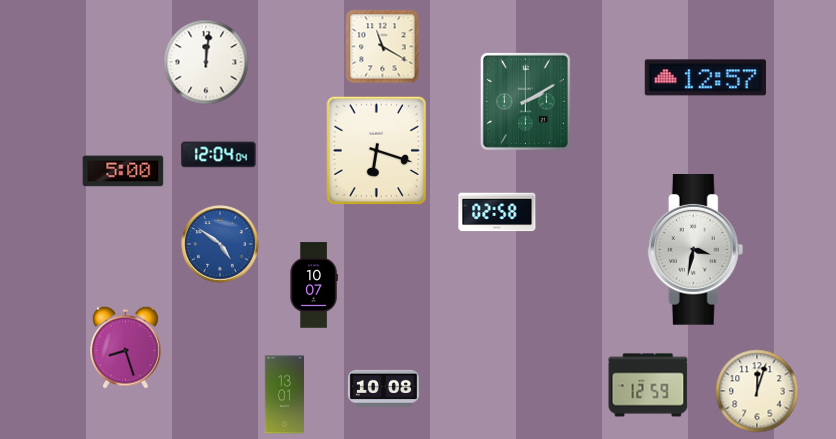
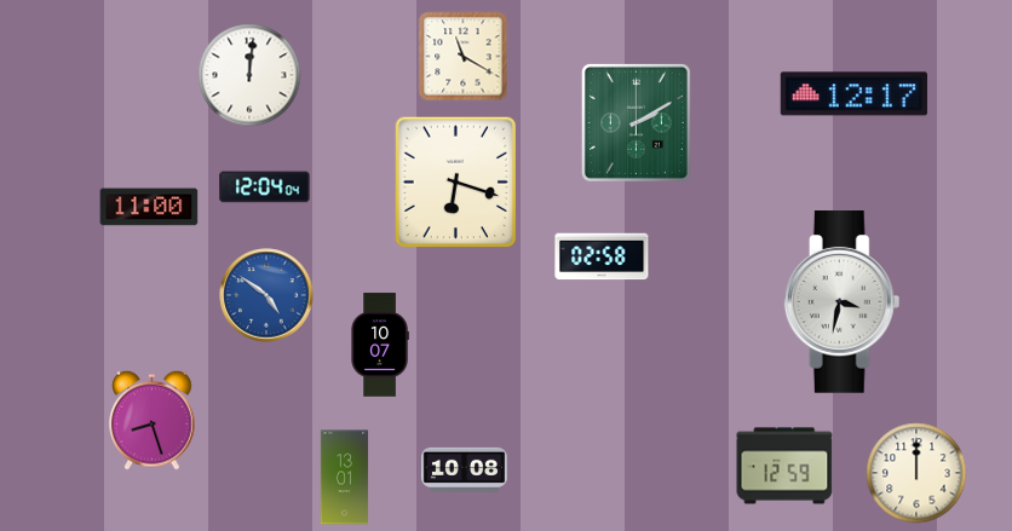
clock at (705, 78): 12:57 -> 12:17
clock at (123, 171): 5:00 -> 11:00
clock at (757, 391): 12:03 -> 12:00
